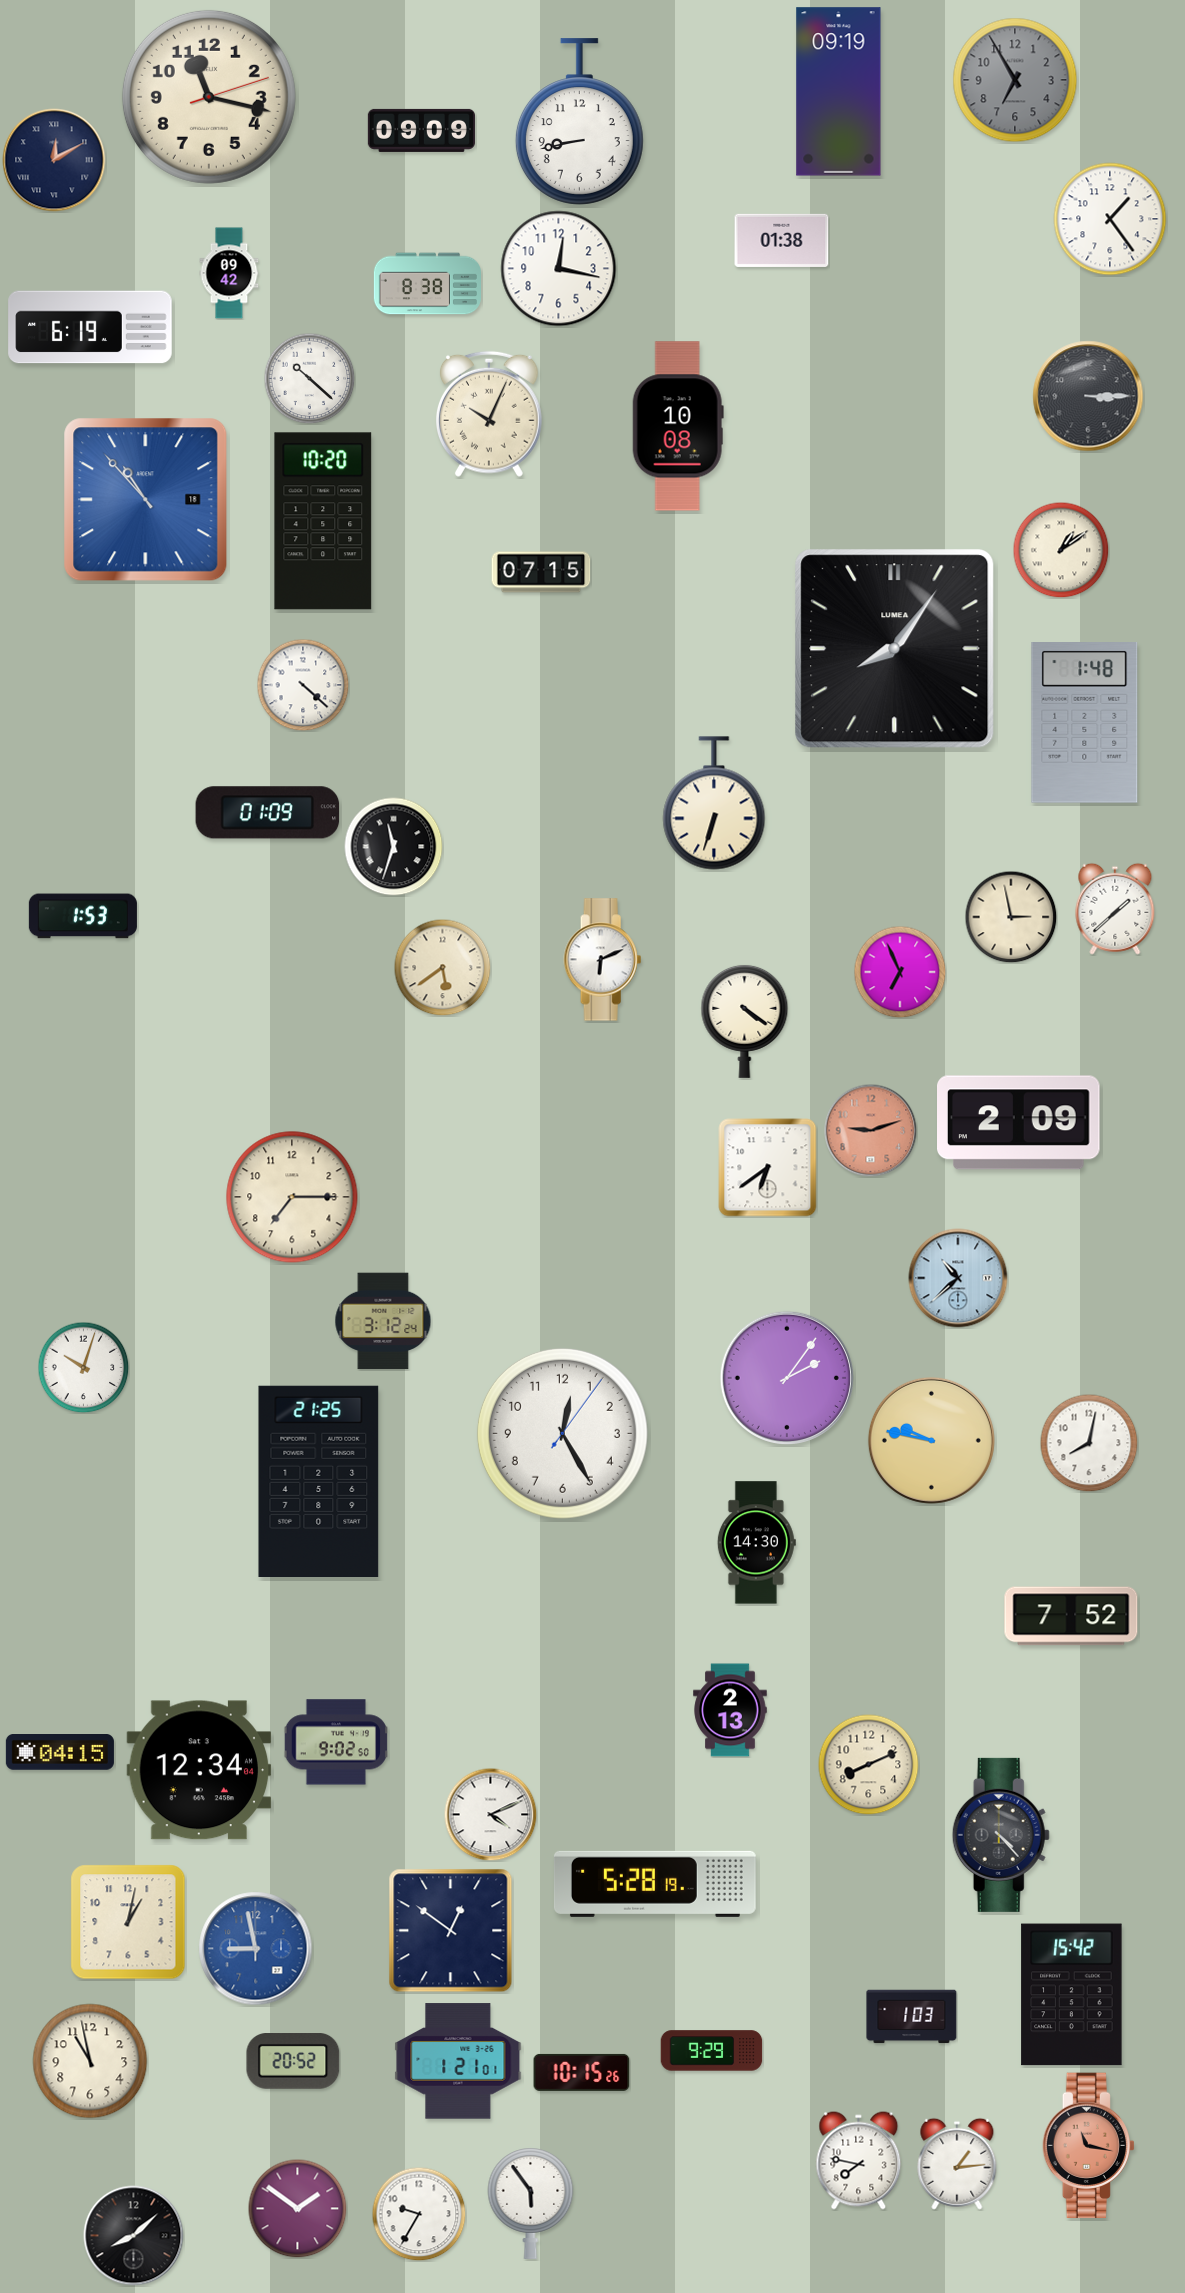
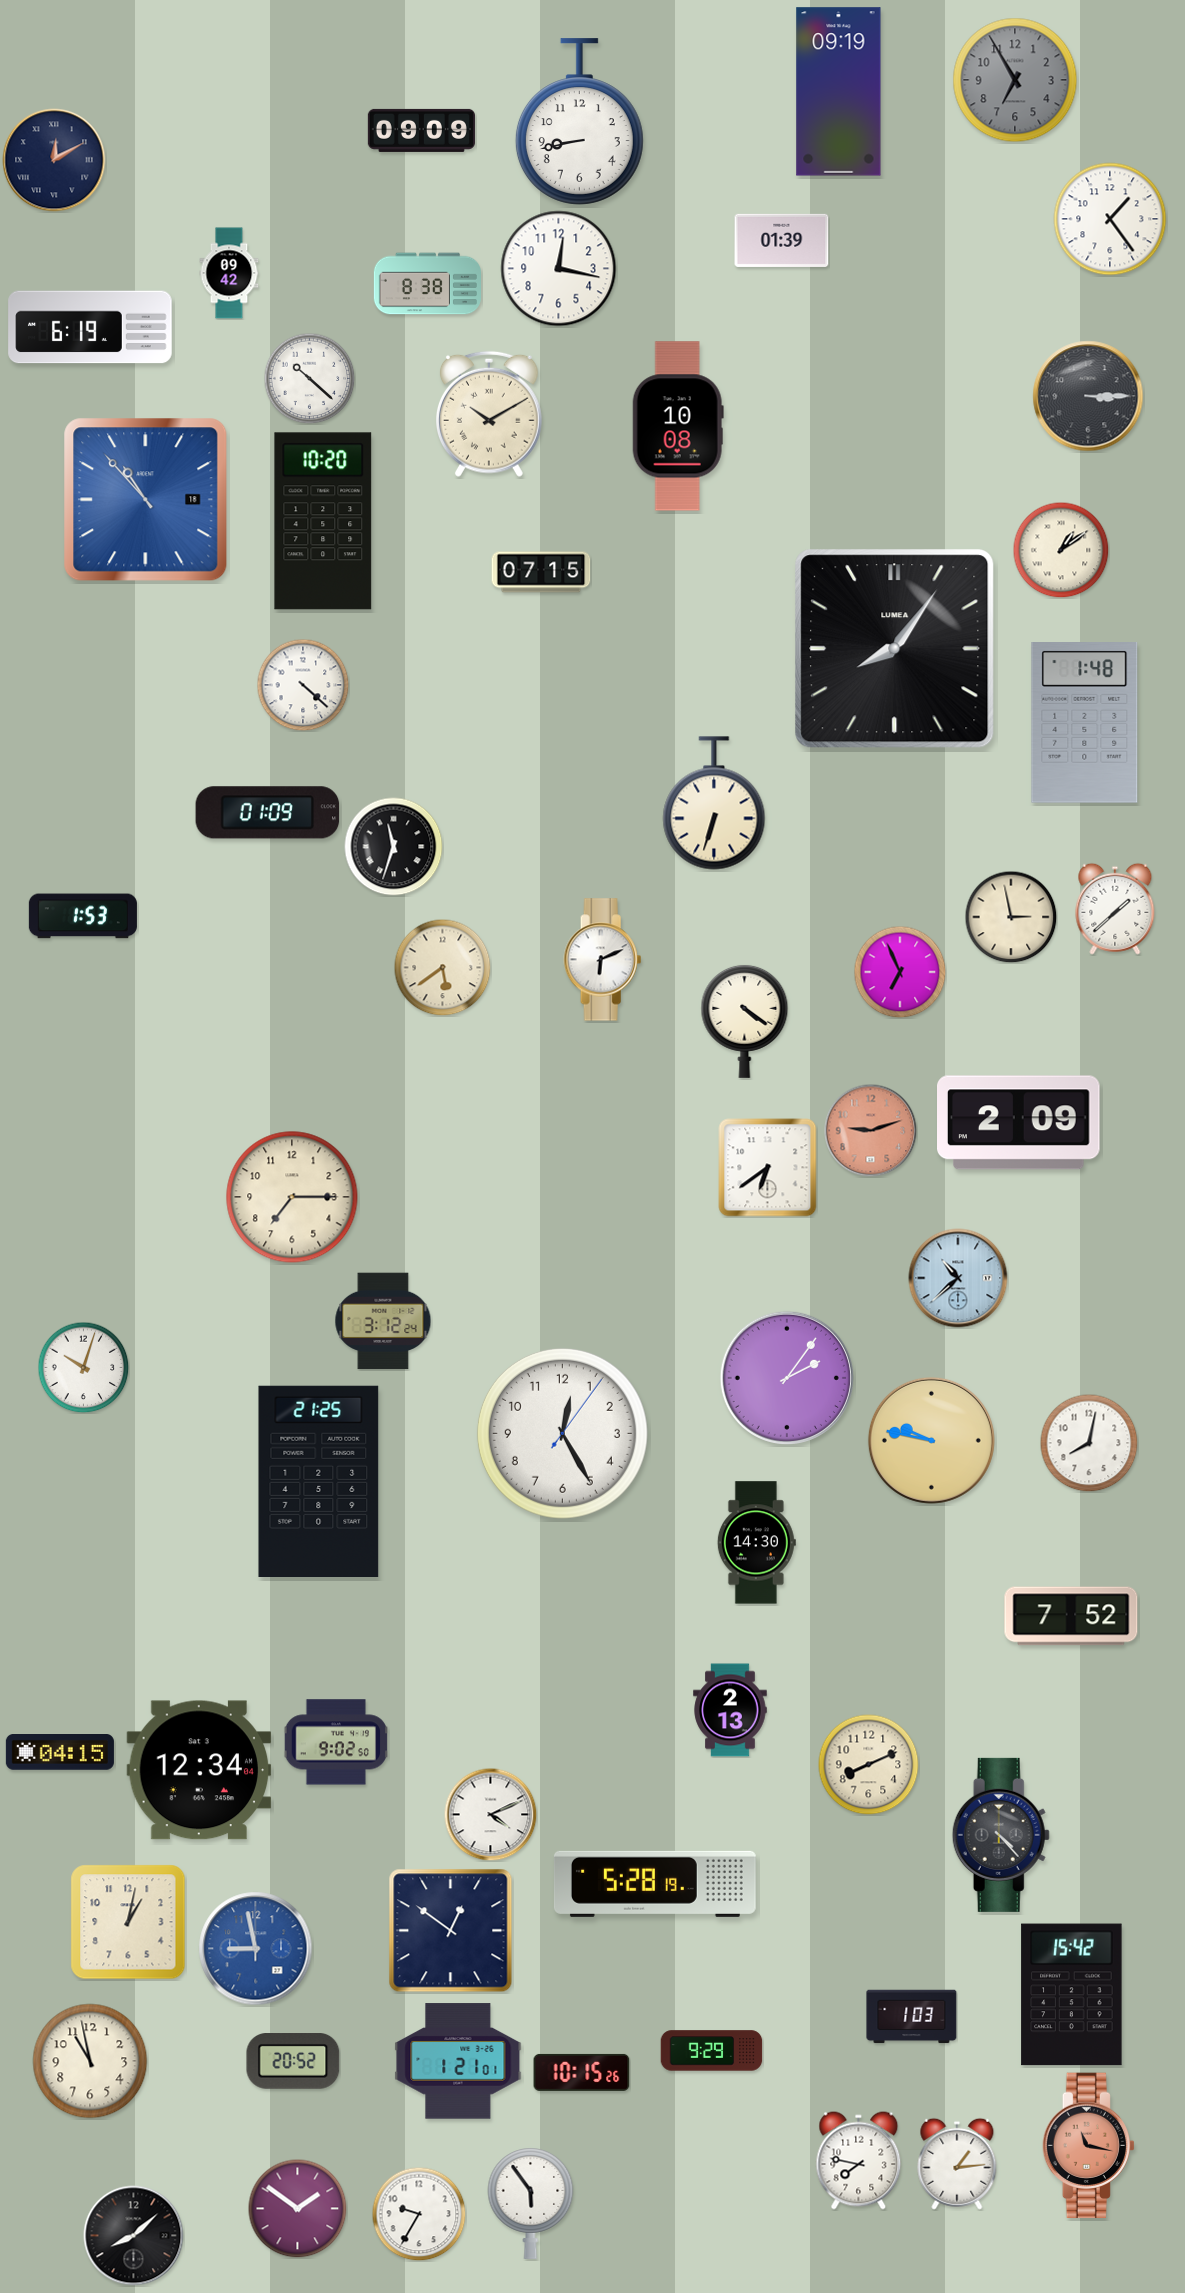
clock at (209, 97): 11:17 -> none
clock at (782, 240): 01:38 -> 01:39
clock at (490, 414): 10:04 -> 10:10
